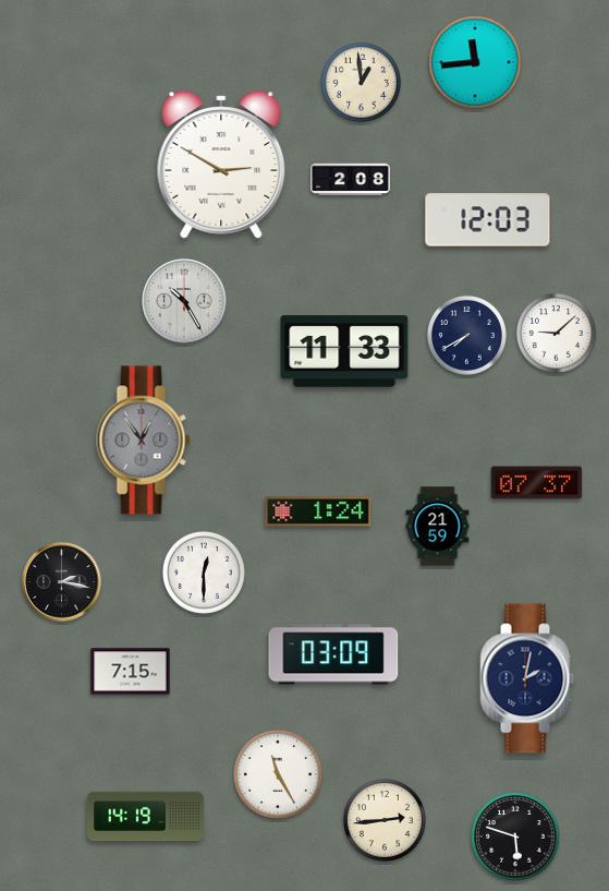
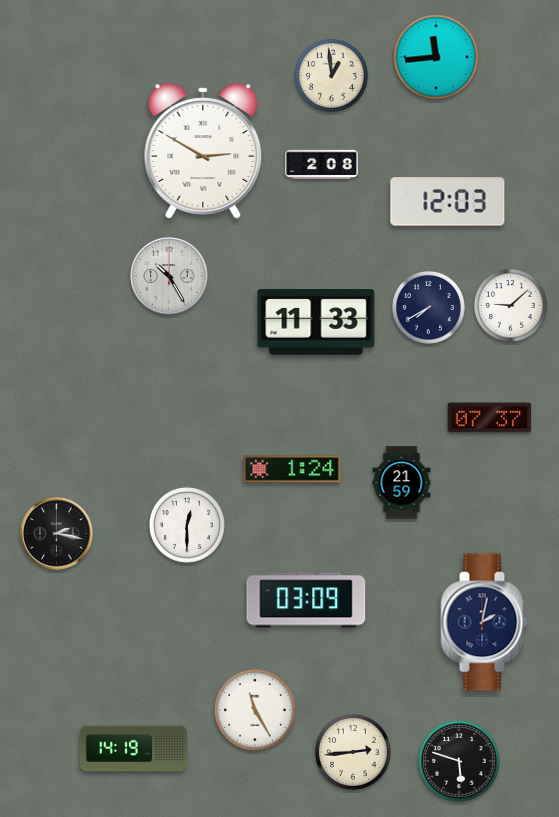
clock at (144, 441): 12:54 -> none
clock at (537, 483) position: (537, 483) -> (490, 418)
clock at (131, 672): 7:15 -> none
clock at (515, 836) position: (515, 836) -> (459, 761)
